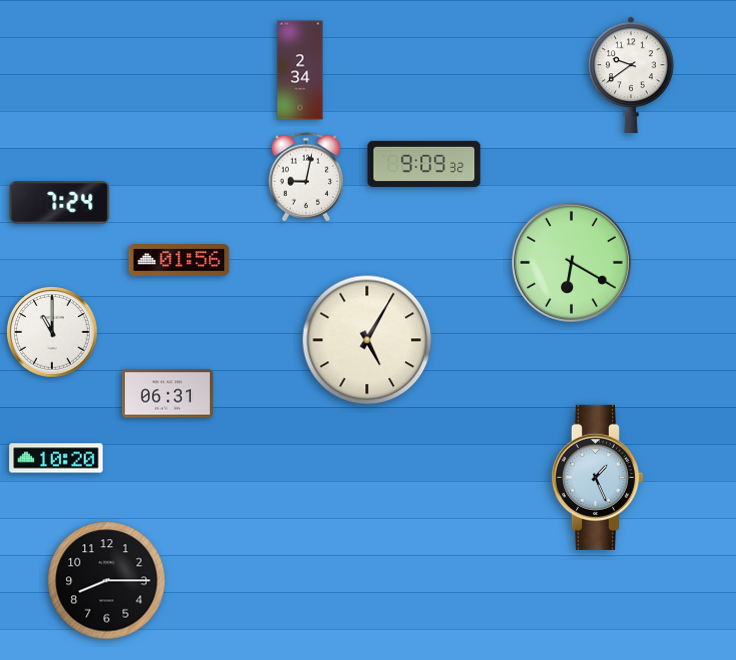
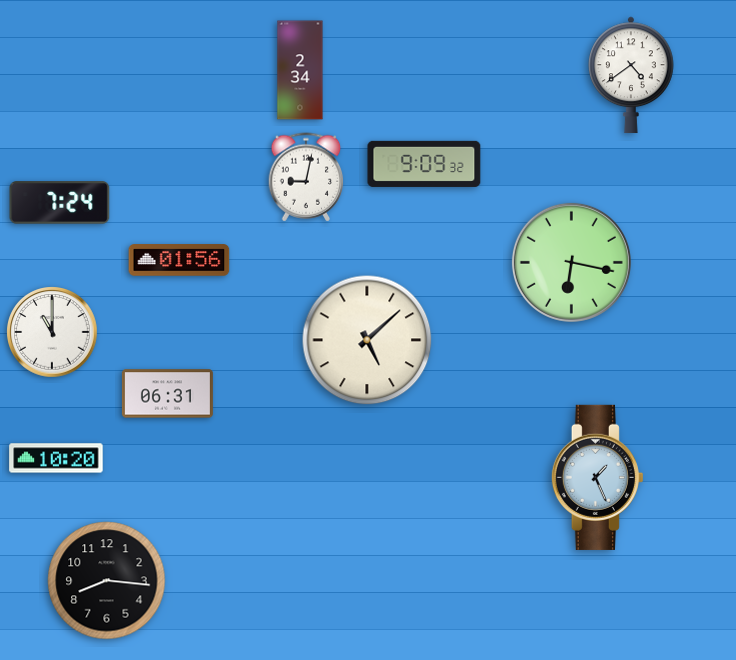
clock at (632, 75): 9:39 -> 4:39
clock at (571, 262): 6:20 -> 6:17
clock at (367, 340): 5:05 -> 5:08
clock at (107, 581): 8:15 -> 8:16
